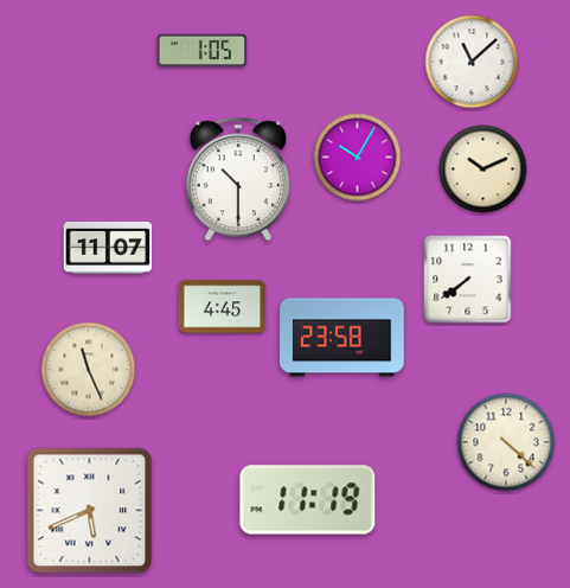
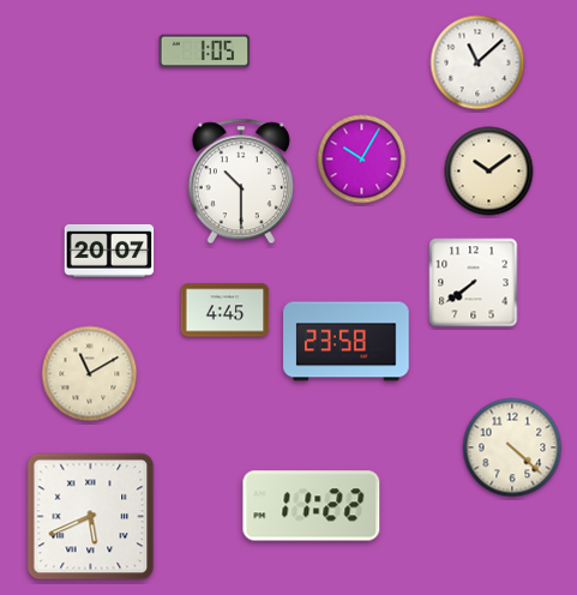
clock at (483, 170): 10:11 -> 10:09
clock at (108, 248): 11:07 -> 20:07
clock at (89, 370): 11:26 -> 11:10
clock at (308, 500): 11:19 -> 11:22
